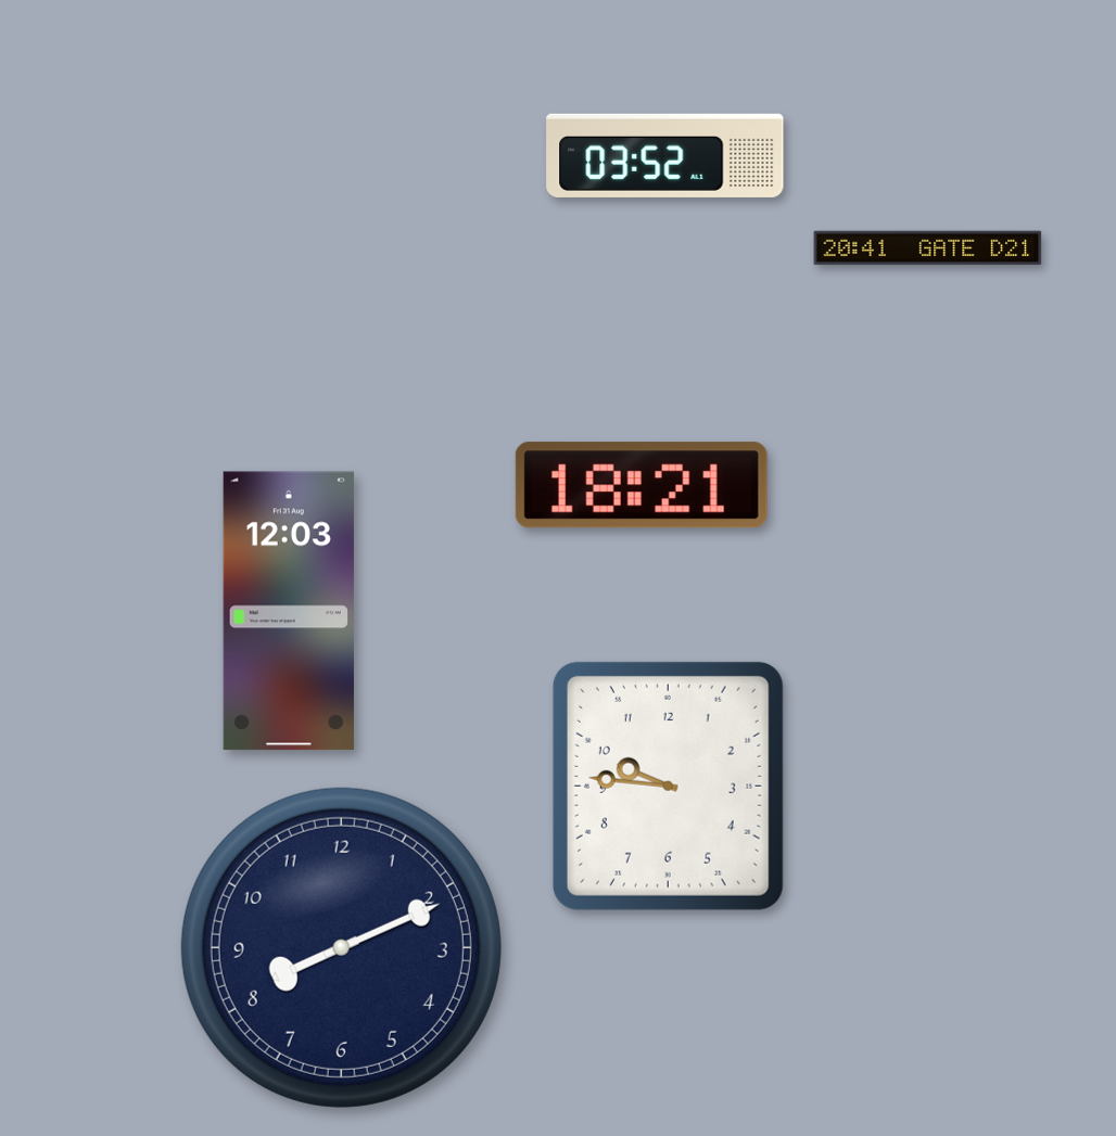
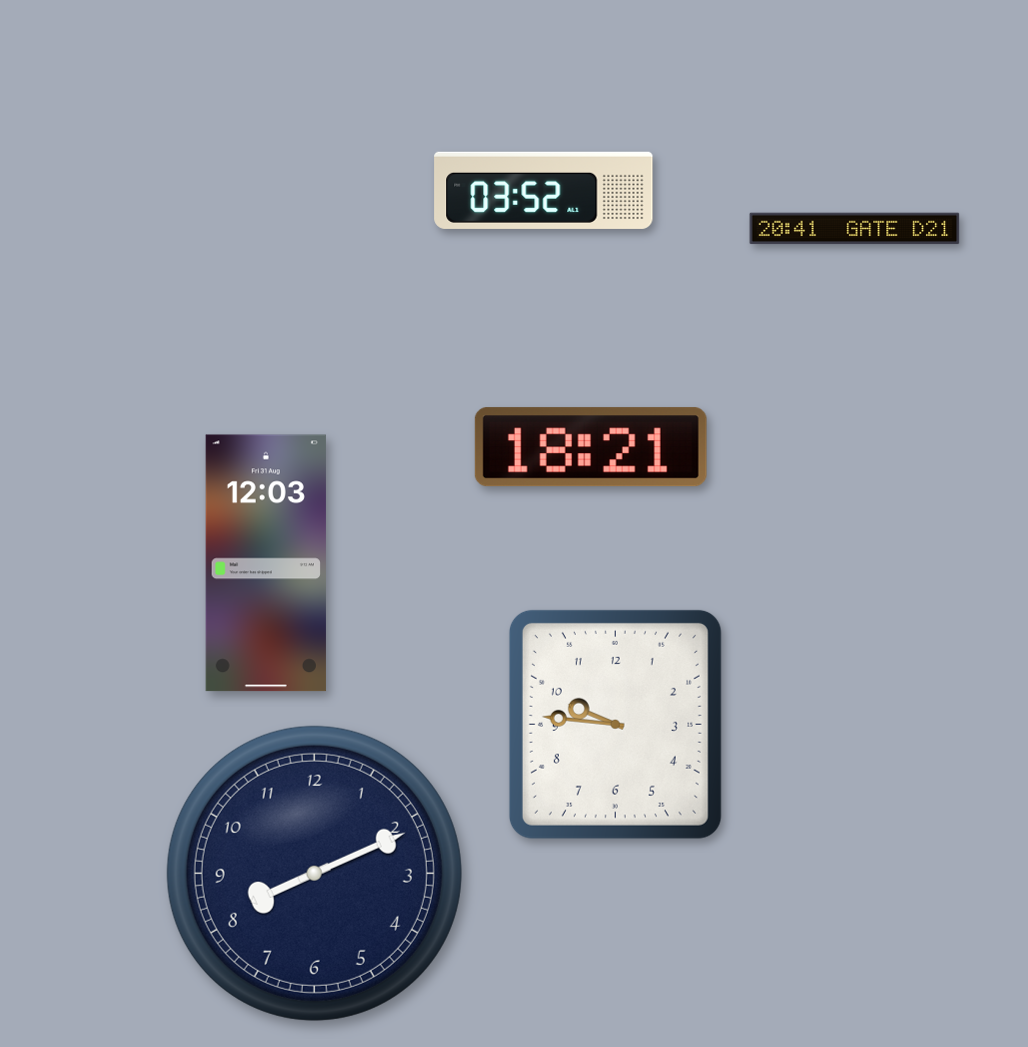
clock at (665, 155) position: (665, 155) -> (544, 190)
